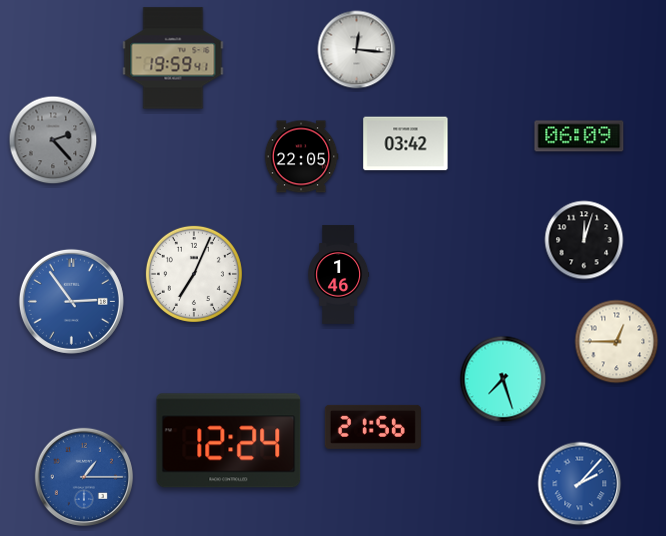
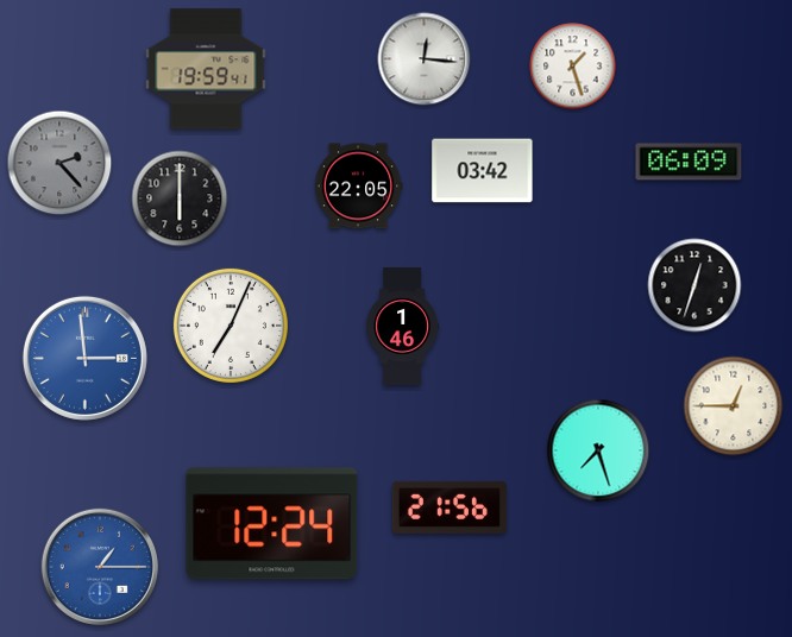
clock at (573, 67): none -> 1:27
clock at (53, 140) position: (53, 140) -> (59, 163)
clock at (180, 198): none -> 6:00
clock at (584, 240): 12:03 -> 12:33
clock at (71, 301): 2:54 -> 2:59
clock at (373, 427) position: (373, 427) -> (450, 507)
clock at (580, 484): 2:07 -> none
